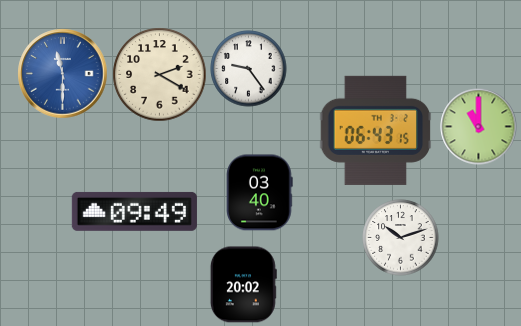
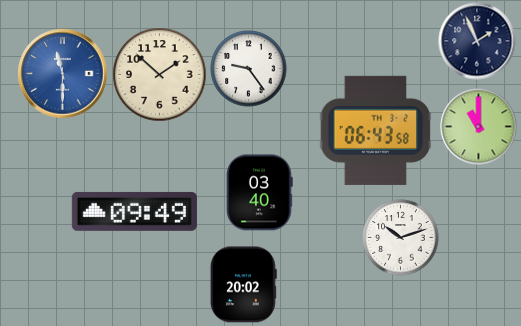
clock at (477, 41): none -> 1:56
clock at (160, 75): 2:20 -> 1:52
clock at (376, 130): 06:43:15 -> 06:43:58
